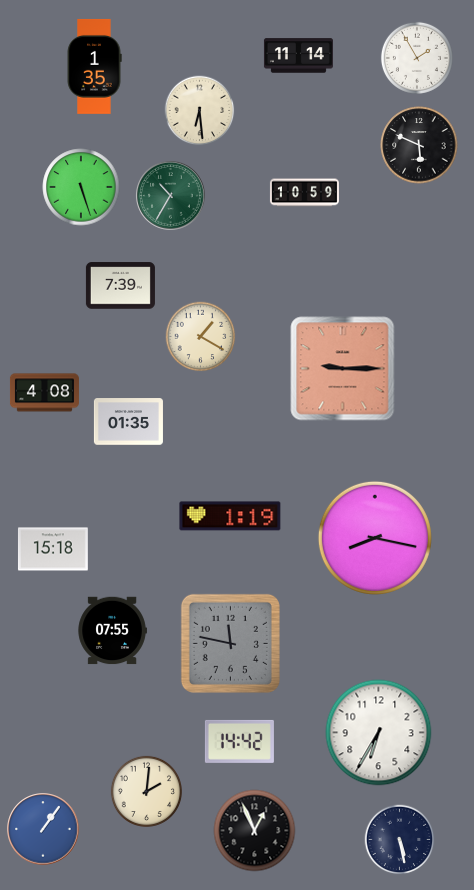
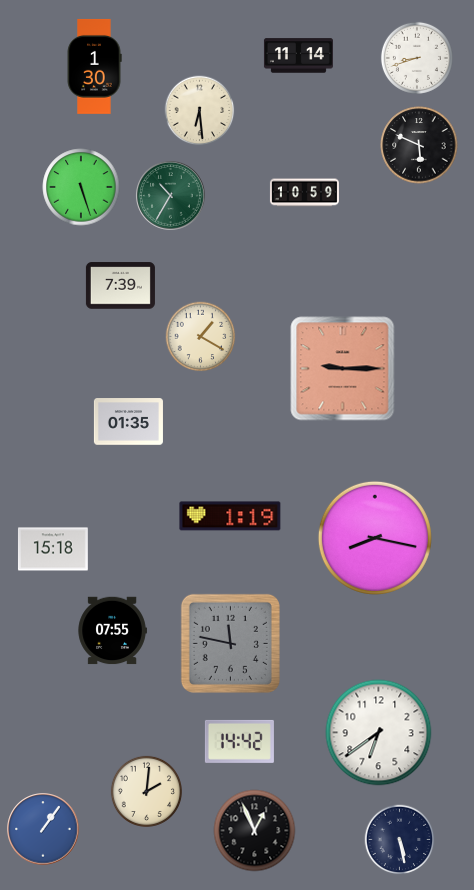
clock at (417, 58): 1:55 -> 8:42
clock at (94, 66): 1:35 -> 1:30
clock at (44, 393): 4:08 -> none
clock at (379, 733): 6:35 -> 6:39
